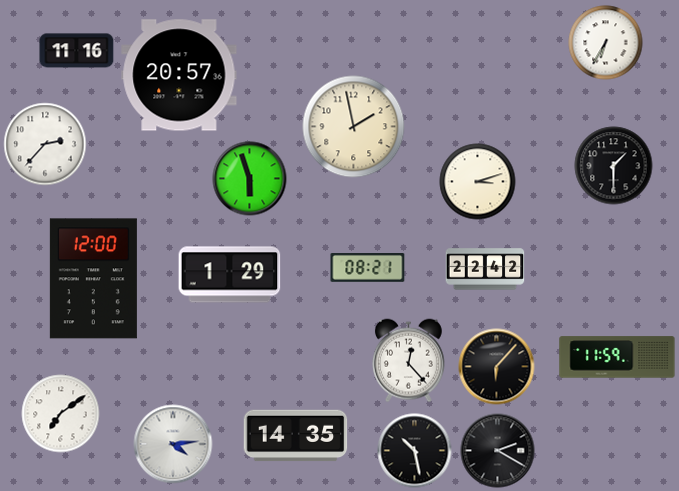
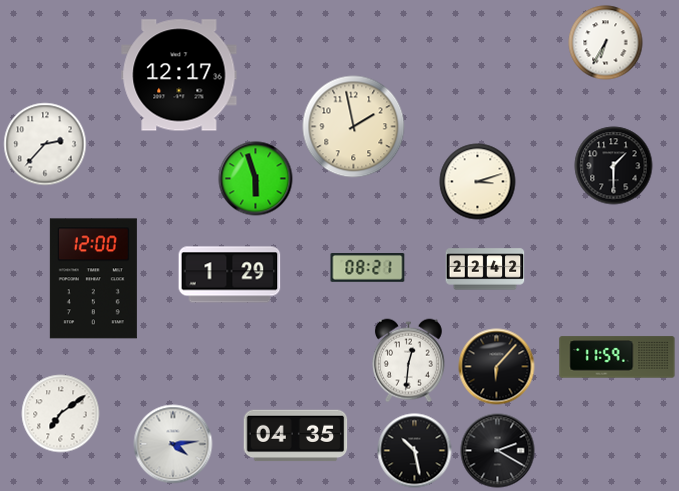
clock at (77, 51): 11:16 -> none
clock at (179, 75): 20:57 -> 12:17
clock at (250, 179) position: (250, 179) -> (256, 179)
clock at (408, 361): 12:23 -> 12:31
clock at (296, 436): 14:35 -> 04:35
